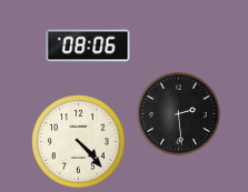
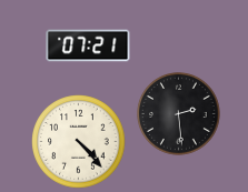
clock at (88, 46): 08:06 -> 07:21
